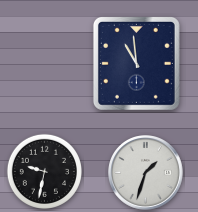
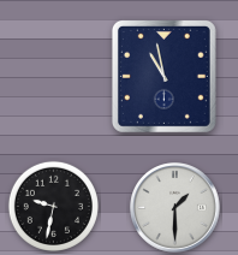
clock at (136, 63): 10:59 -> 10:58
clock at (146, 173): 1:33 -> 1:30
